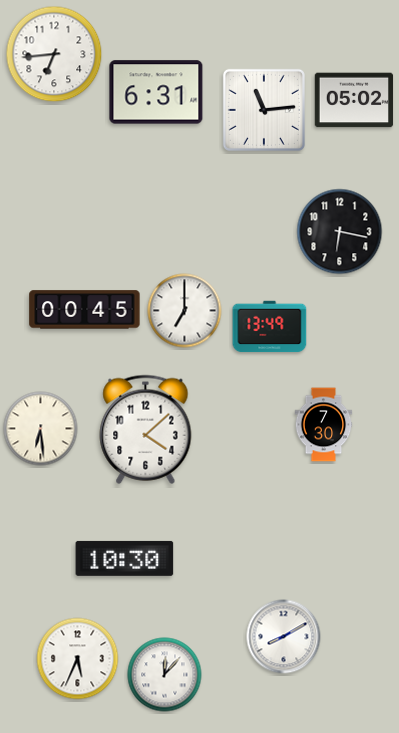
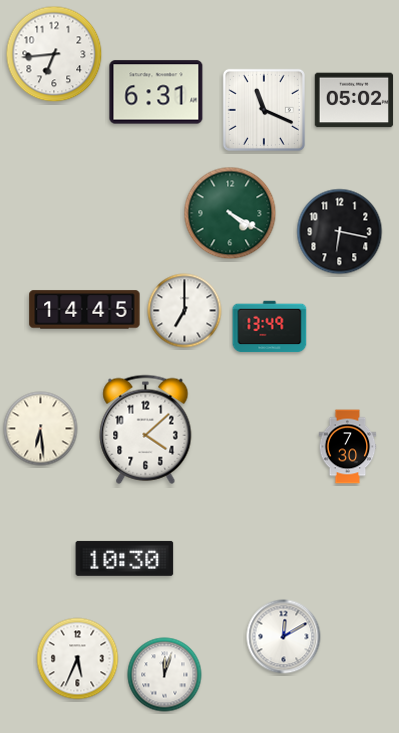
clock at (264, 110): 11:14 -> 11:19
clock at (230, 213): none -> 4:20
clock at (85, 310): 00:45 -> 14:45
clock at (324, 425) position: (324, 425) -> (348, 447)
clock at (284, 637): 8:10 -> 12:10
clock at (165, 675): 12:07 -> 12:03
